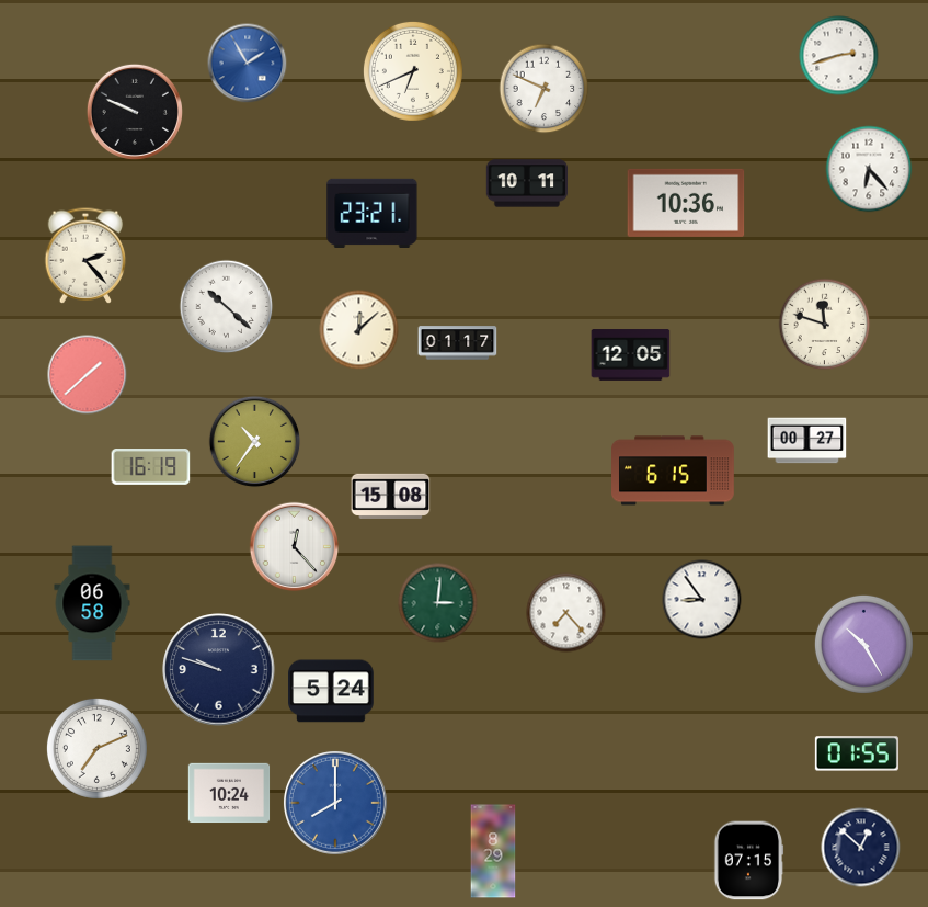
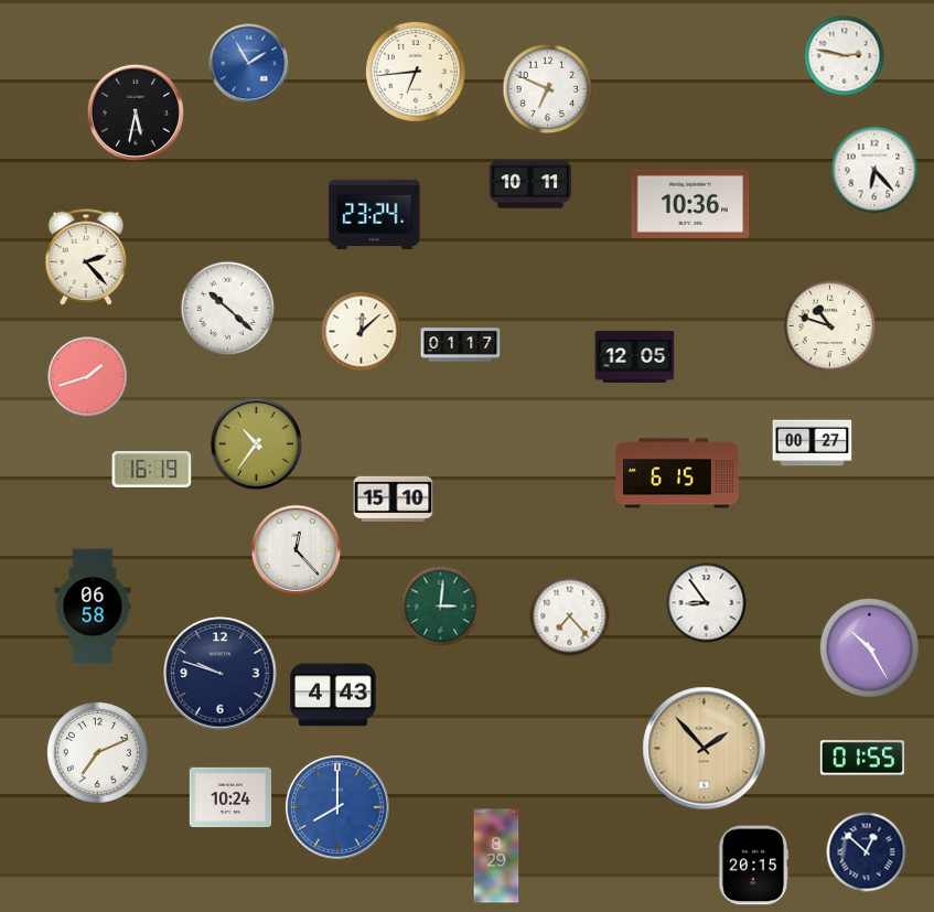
clock at (839, 56): 2:42 -> 2:47
clock at (413, 71): 6:41 -> 6:44
clock at (135, 112): 9:49 -> 5:32
clock at (373, 213): 23:21 -> 23:24
clock at (825, 325): 11:48 -> 10:48
clock at (88, 375): 1:38 -> 1:42
clock at (391, 496): 15:08 -> 15:10
clock at (332, 691): 5:24 -> 4:43
clock at (705, 749): none -> 1:53
clock at (748, 861): 07:15 -> 20:15
